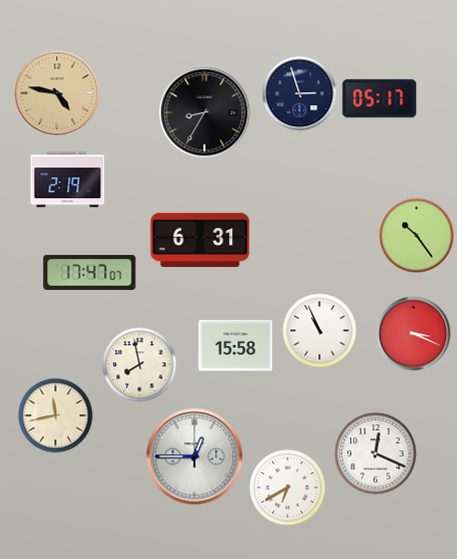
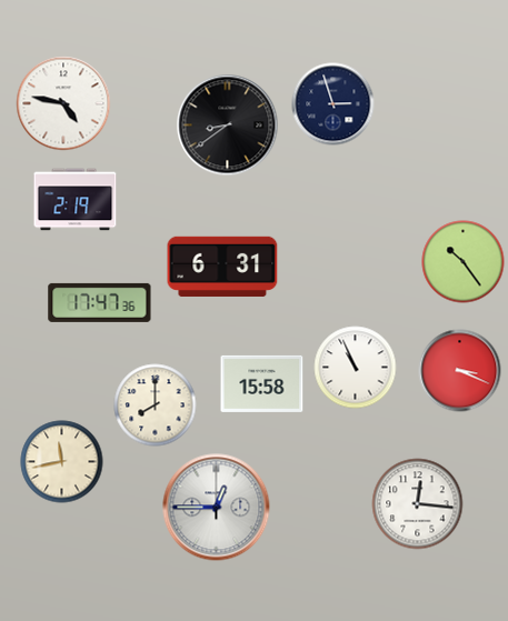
clock at (57, 93) dial: champagne -> white
clock at (380, 99): 05:17 -> none
clock at (205, 113): 8:35 -> 8:39
clock at (90, 272): 17:47:07 -> 17:47:36
clock at (140, 365): 7:58 -> 8:00
clock at (376, 454): 12:19 -> 12:16
clock at (288, 488): 6:40 -> none
